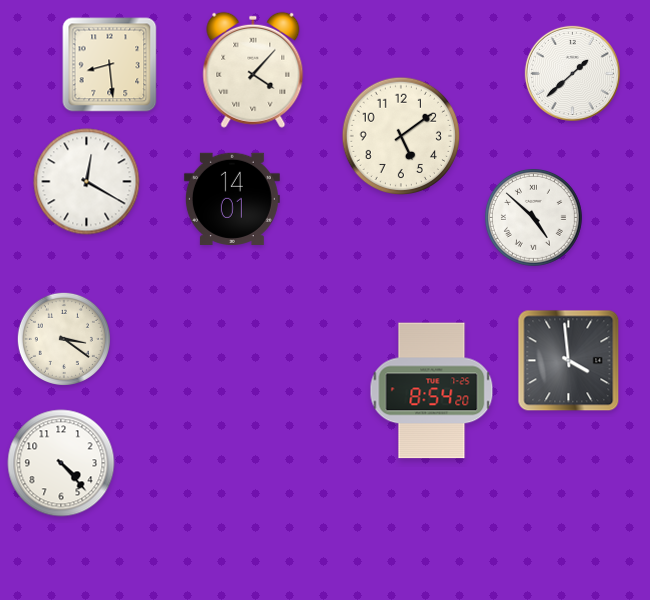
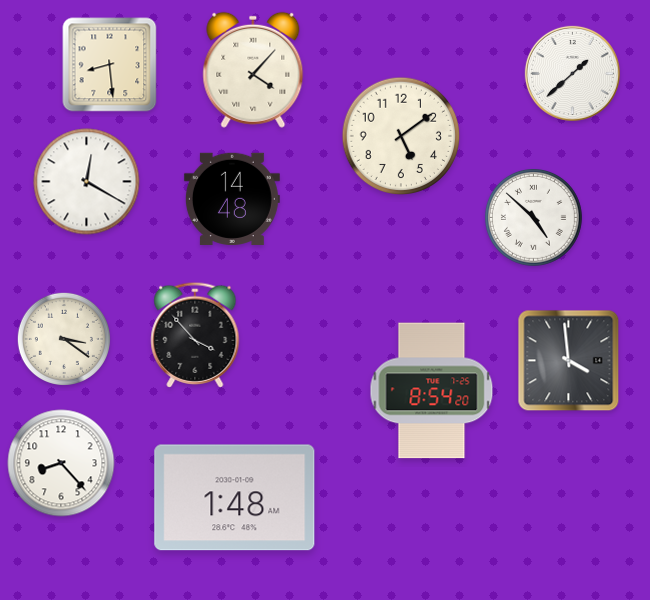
clock at (232, 199): 14:01 -> 14:48
clock at (195, 335): none -> 3:53
clock at (61, 463): 4:23 -> 8:23
clock at (235, 498): none -> 1:48
